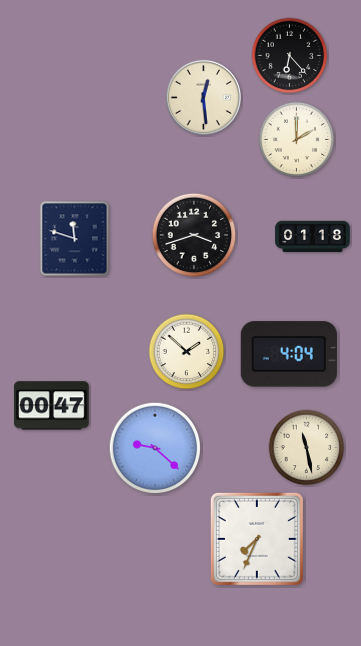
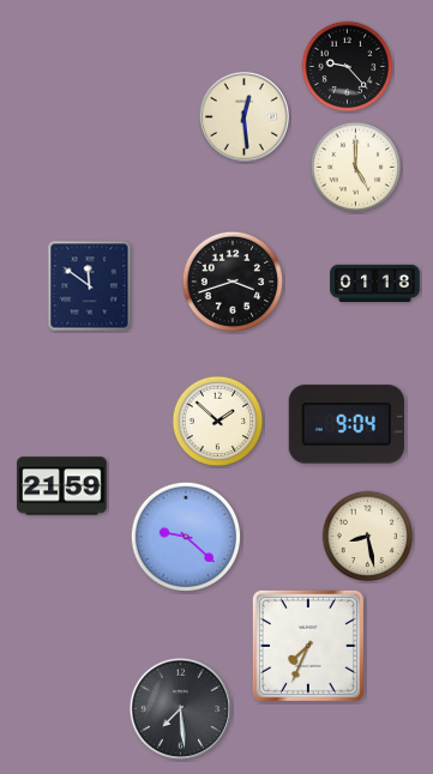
clock at (290, 56): 6:23 -> 9:23
clock at (297, 140): 2:00 -> 5:00
clock at (75, 239): 11:48 -> 11:51
clock at (187, 352) position: (187, 352) -> (218, 422)
clock at (289, 354): 4:04 -> 9:04
clock at (52, 406): 00:47 -> 21:59
clock at (307, 448): 11:28 -> 8:28
clock at (180, 708): none -> 7:29
